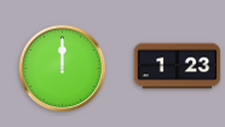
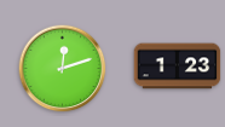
clock at (63, 69): 12:00 -> 12:12
